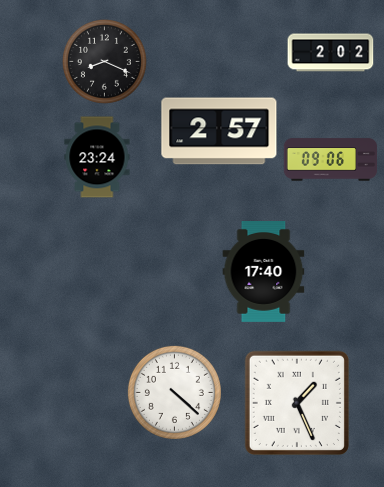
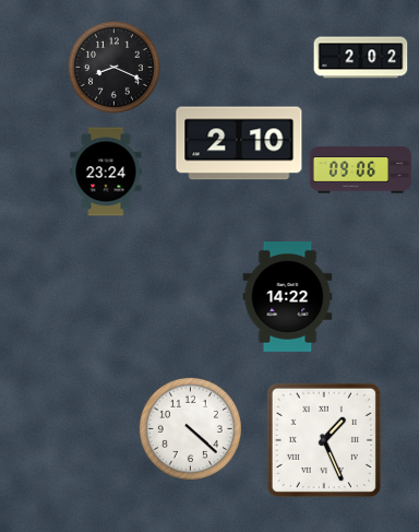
clock at (219, 131): 2:57 -> 2:10
clock at (331, 160) position: (331, 160) -> (361, 170)
clock at (264, 272): 17:40 -> 14:22
